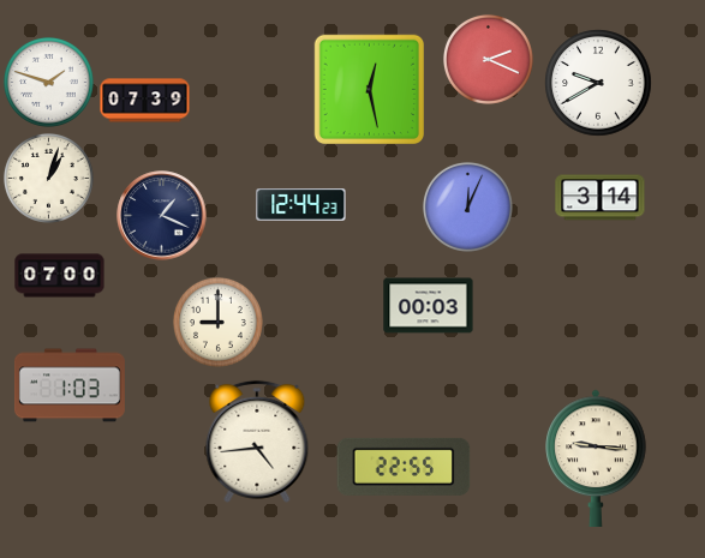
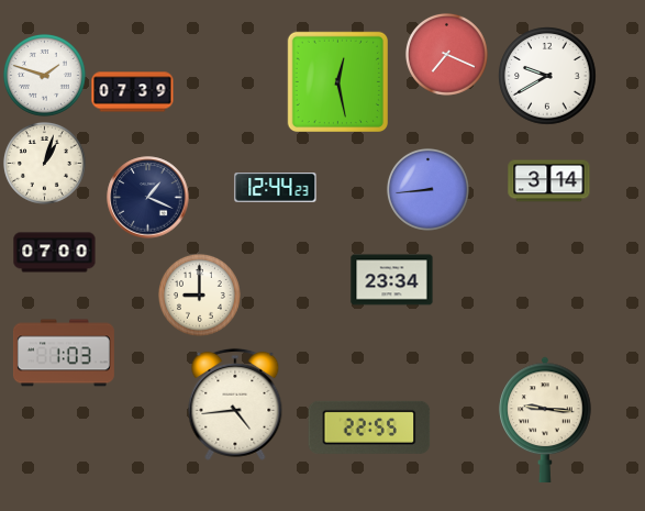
clock at (488, 59): 2:19 -> 7:19
clock at (467, 206): 12:04 -> 8:44
clock at (429, 306): 00:03 -> 23:34
